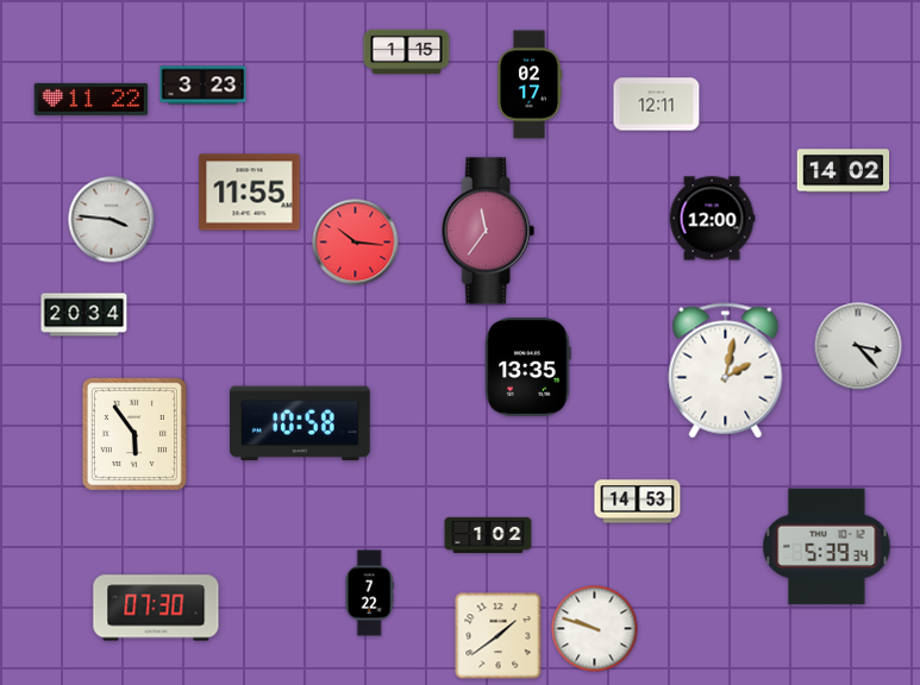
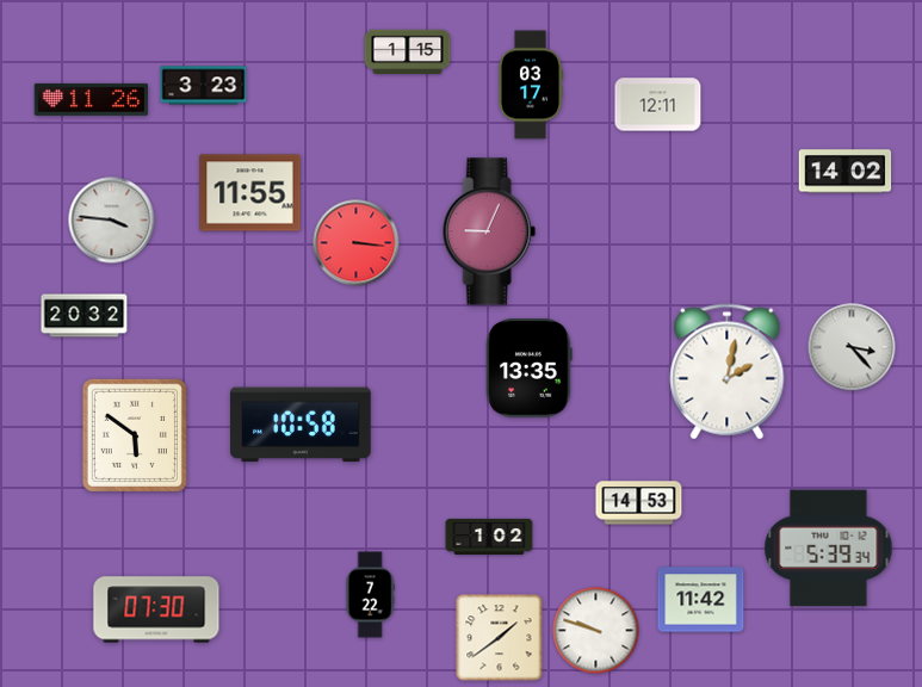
clock at (530, 84): 02:17 -> 03:17
clock at (92, 99): 11:22 -> 11:26
clock at (712, 219): 12:00 -> none
clock at (488, 231): 11:36 -> 9:04
clock at (356, 243): 10:16 -> 3:16
clock at (85, 315): 20:34 -> 20:32
clock at (858, 346) position: (858, 346) -> (852, 347)
clock at (134, 434): 5:54 -> 5:51
clock at (701, 600): none -> 11:42
